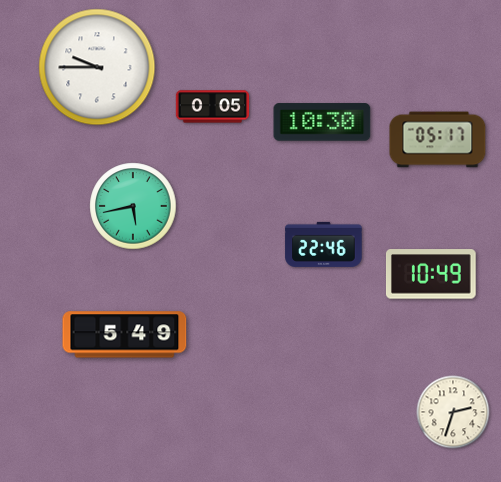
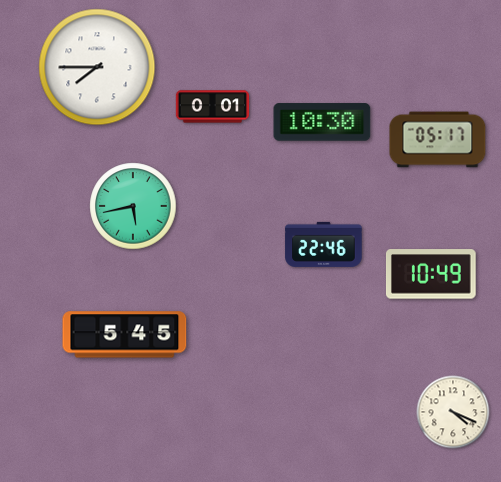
clock at (97, 67): 9:45 -> 7:45
clock at (213, 107): 0:05 -> 0:01
clock at (125, 335): 5:49 -> 5:45
clock at (453, 412): 2:33 -> 4:19
